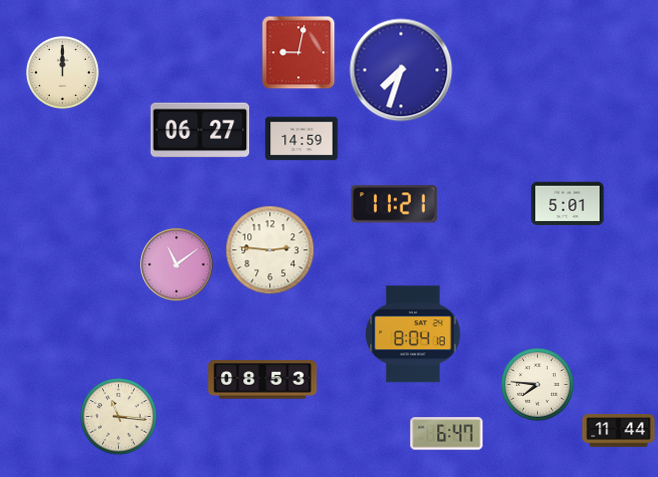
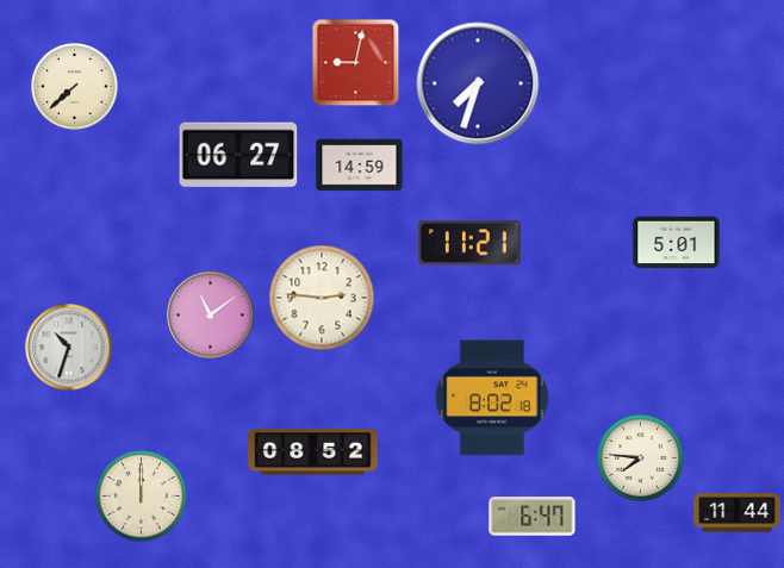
clock at (63, 73): 12:00 -> 7:38
clock at (69, 348): none -> 10:33
clock at (414, 334): 8:04 -> 8:02
clock at (263, 380): 08:53 -> 08:52
clock at (119, 417): 11:16 -> 12:00
